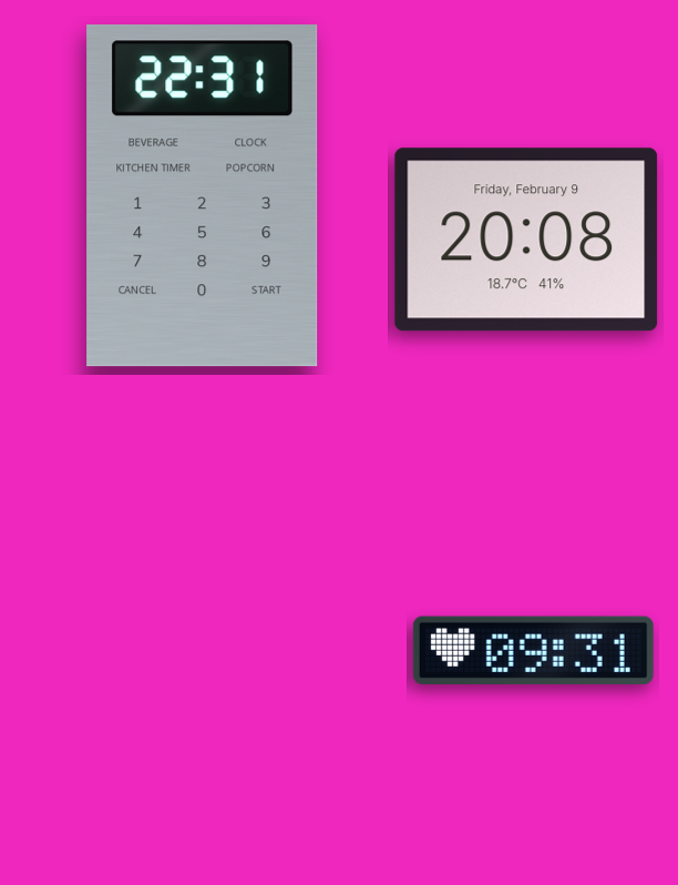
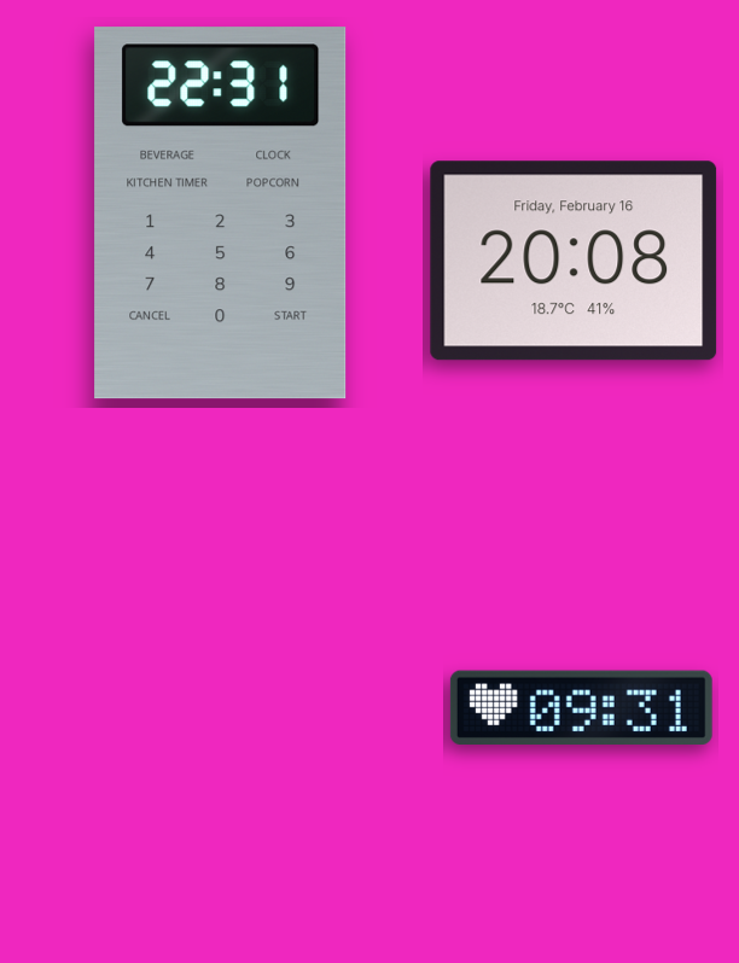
clock at (526, 240) date: Friday, February 9 -> Friday, February 16
